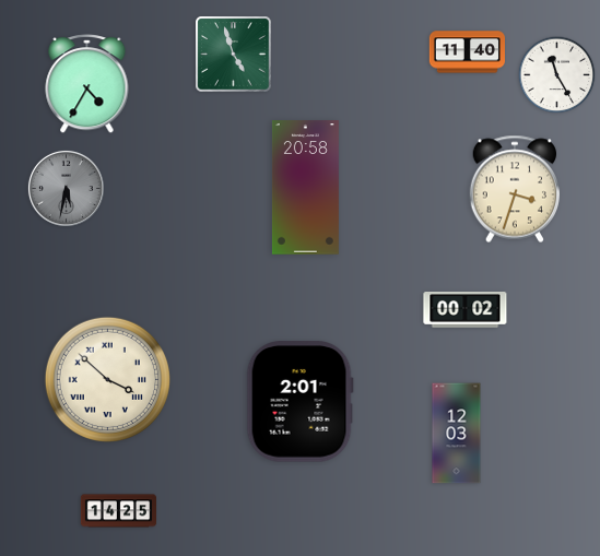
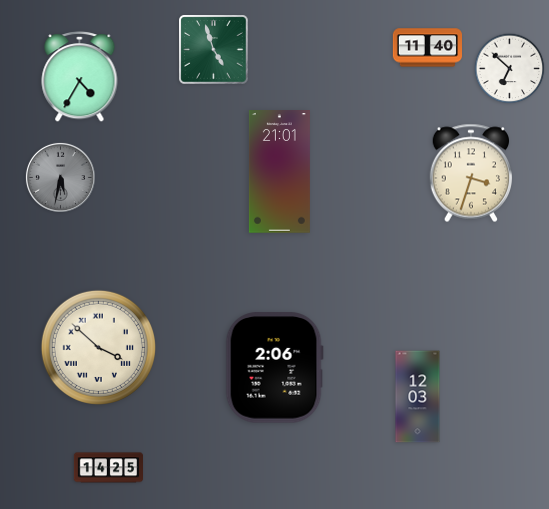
clock at (557, 75): 11:25 -> 6:52
clock at (66, 188) position: (66, 188) -> (60, 177)
clock at (305, 188): 20:58 -> 21:01
clock at (466, 310): 00:02 -> none
clock at (299, 402): 2:01 -> 2:06
